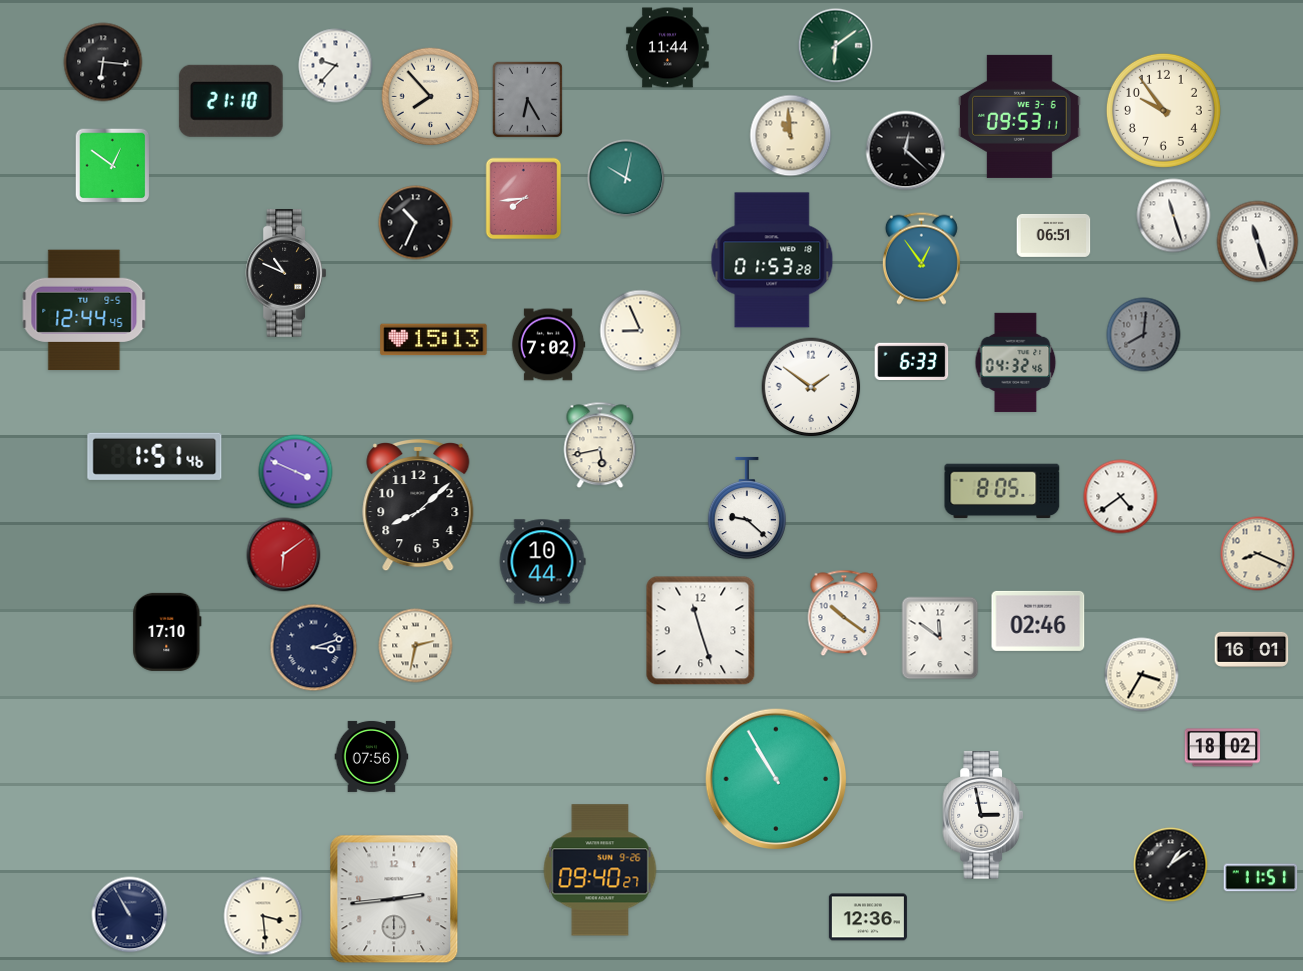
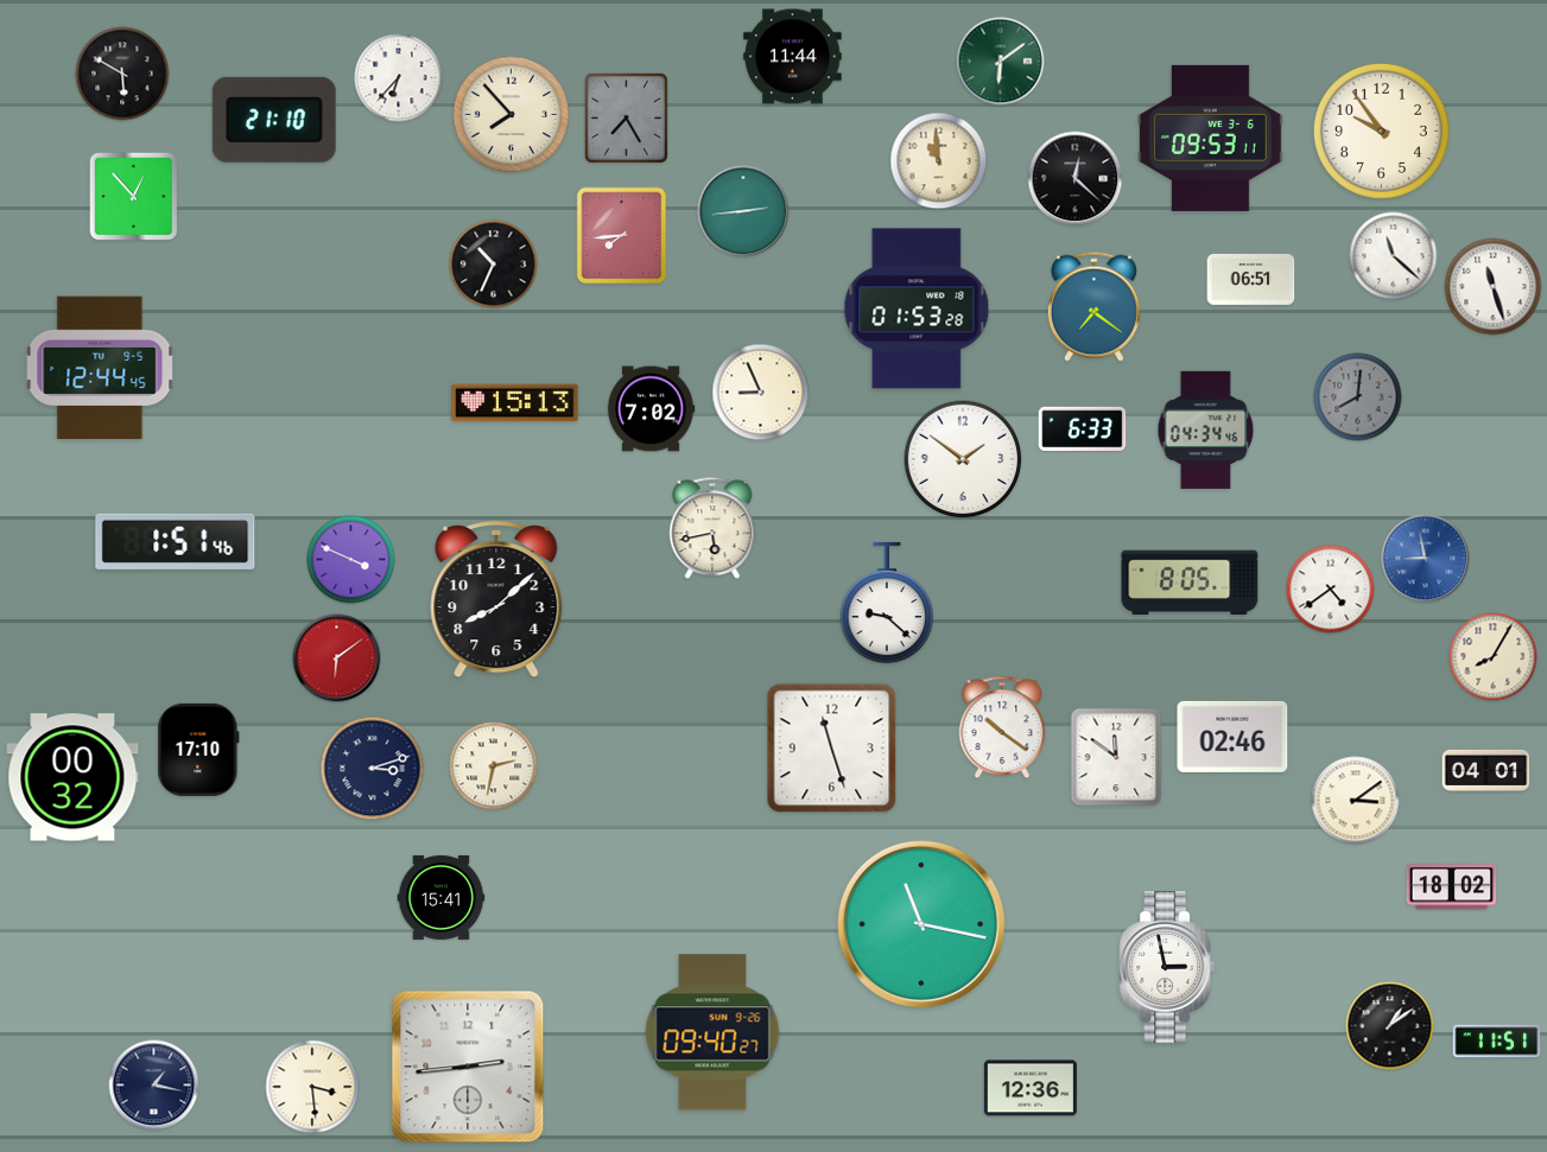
clock at (836, 46) position: (836, 46) -> (1001, 62)
clock at (103, 62): 6:16 -> 5:50
clock at (336, 66): 9:37 -> 6:37
clock at (527, 99): 6:25 -> 7:25
clock at (113, 166): 12:51 -> 12:53
clock at (626, 178): 10:02 -> 2:44
clock at (1174, 216): 11:27 -> 11:22
clock at (921, 258): 12:54 -> 7:21
clock at (285, 273): 10:49 -> none
clock at (1016, 362): 04:32 -> 04:34
clock at (155, 456) position: (155, 456) -> (176, 541)
clock at (1426, 559): none -> 8:58
clock at (1258, 554): 8:19 -> 8:05
clock at (542, 562): 10:44 -> none
clock at (1252, 649): 16:01 -> 04:01
clock at (72, 777): none -> 00:32
clock at (1142, 675): 3:35 -> 3:09
clock at (372, 756): 07:56 -> 15:41
clock at (776, 779): 10:55 -> 11:17
clock at (130, 915): 10:55 -> 1:17
